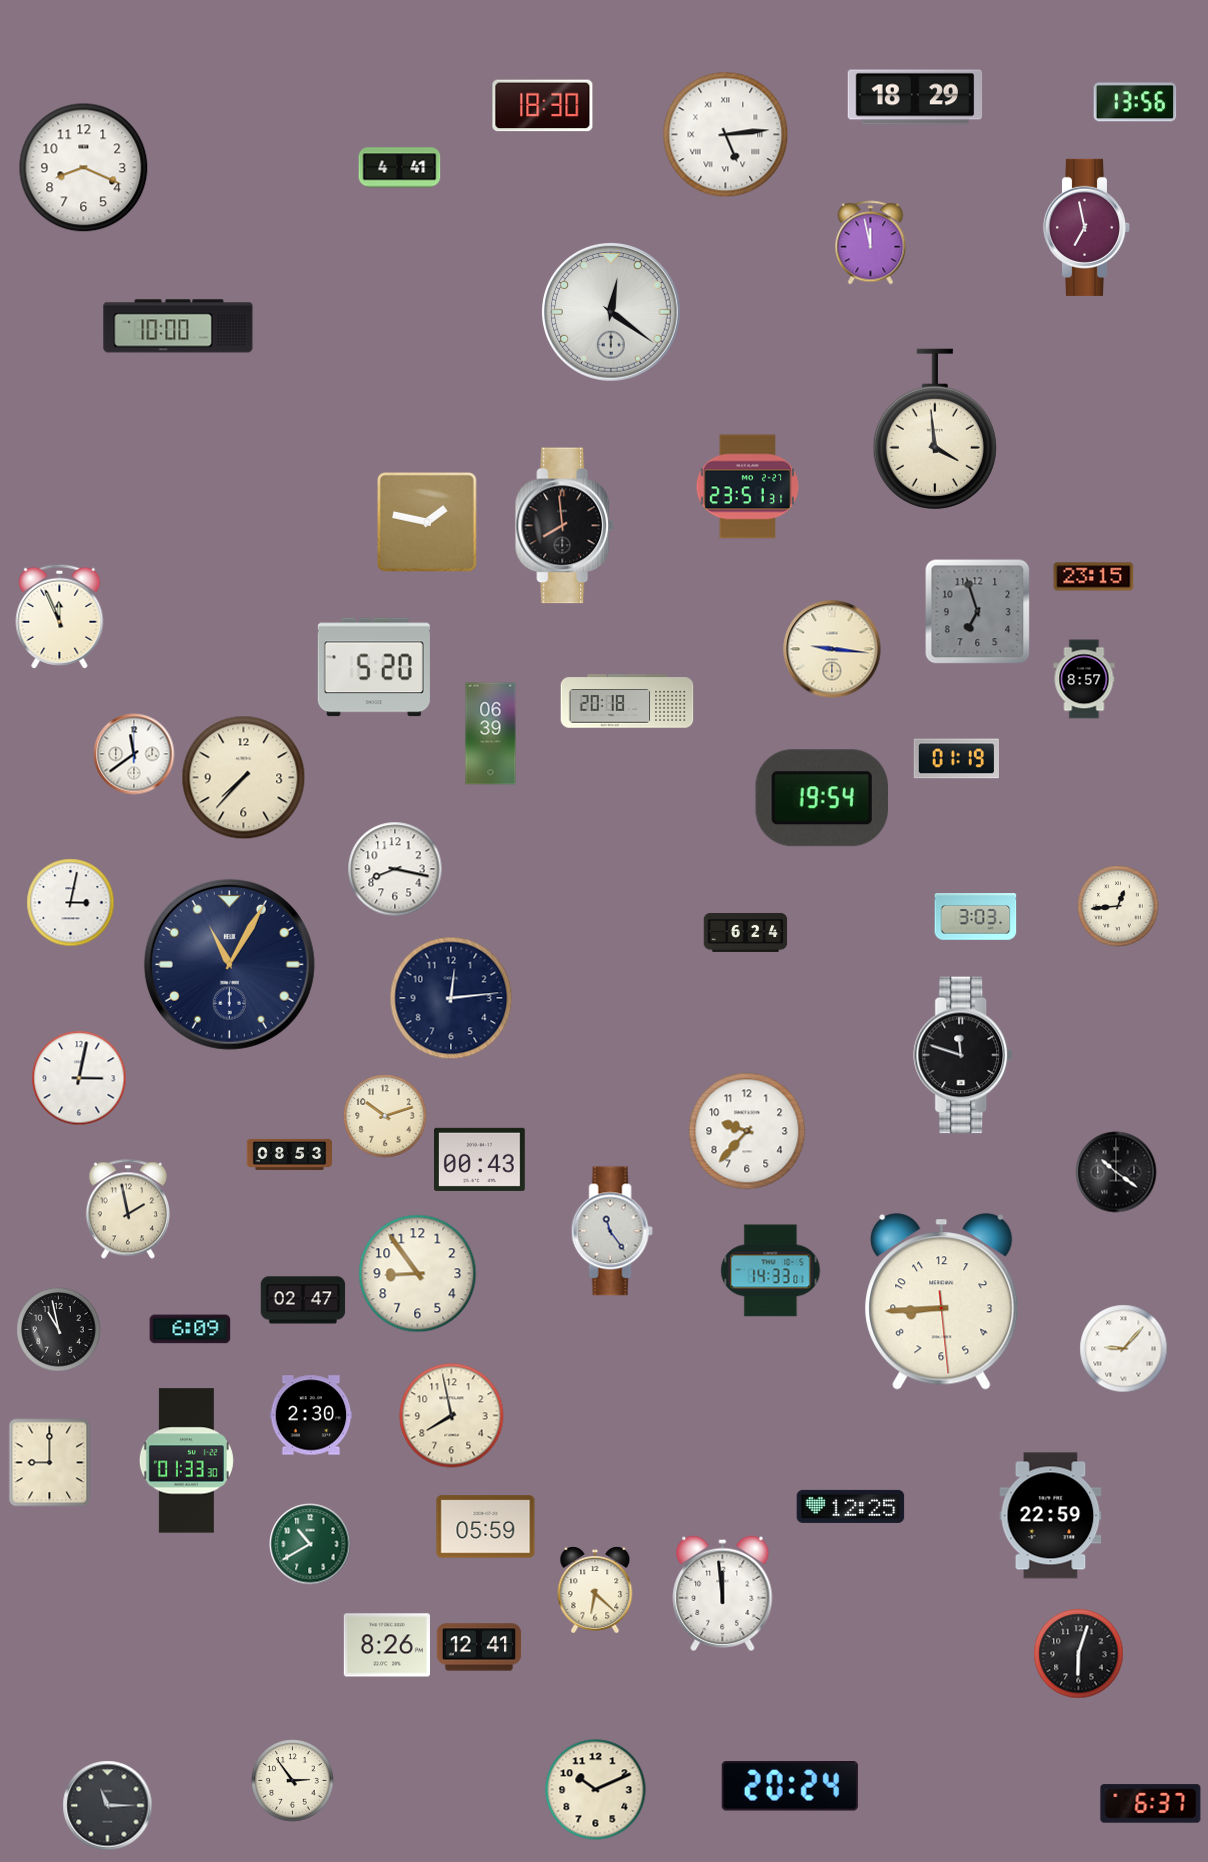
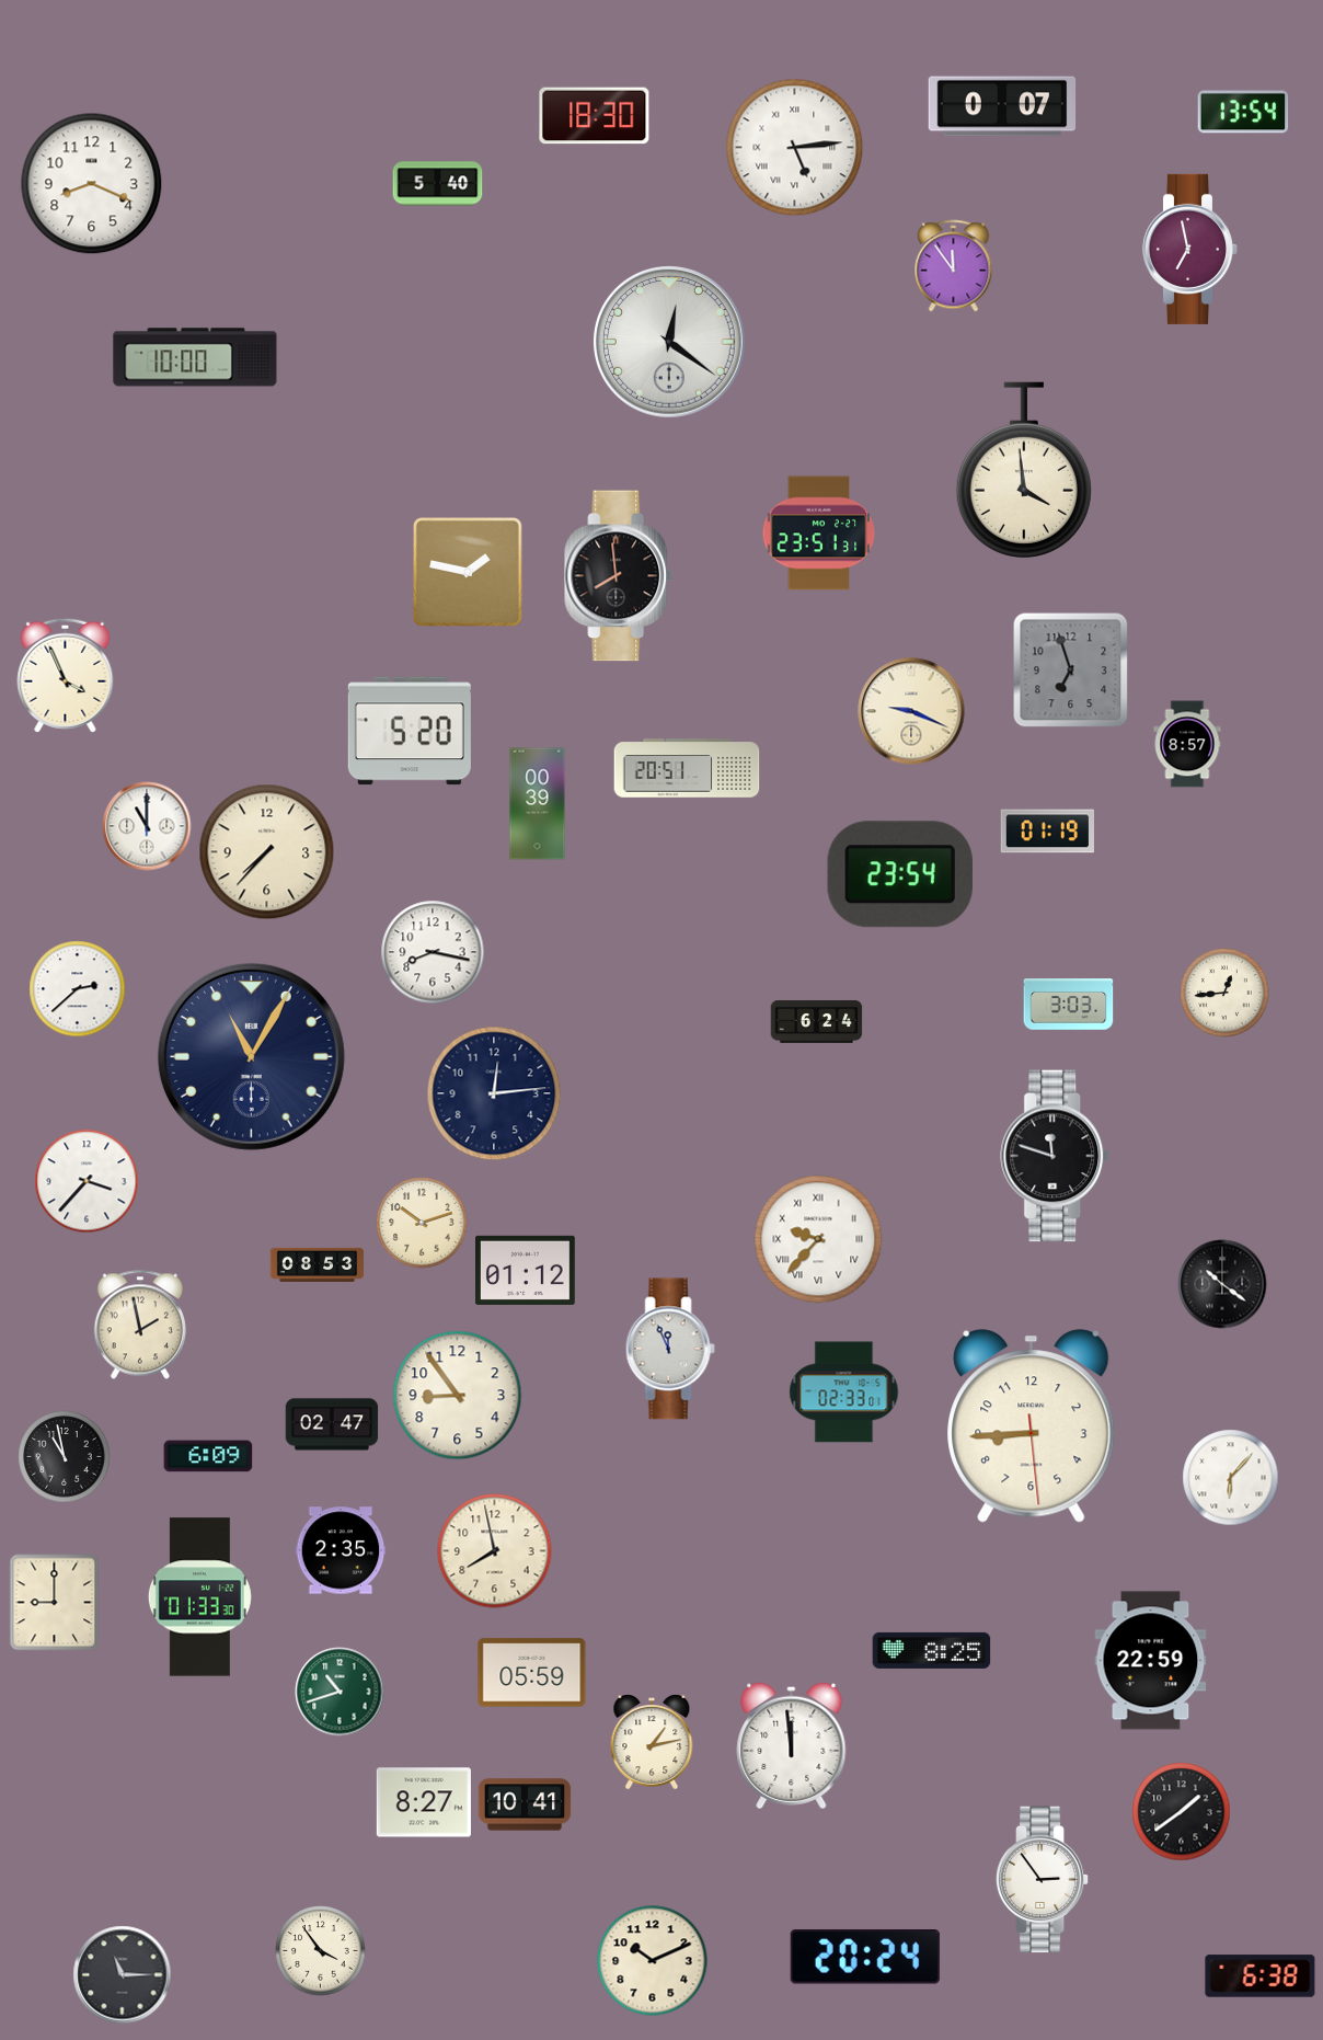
clock at (915, 97): 18:29 -> 0:07
clock at (1135, 102): 13:56 -> 13:54
clock at (400, 168): 4:41 -> 5:40
clock at (871, 243): 11:58 -> 11:54
clock at (1094, 577): 23:15 -> none
clock at (60, 616): 11:56 -> 3:56
clock at (832, 649): 9:16 -> 9:19
clock at (627, 701): 20:18 -> 20:51
clock at (491, 734): 06:39 -> 00:39
clock at (134, 754): 11:39 -> 11:00
clock at (822, 798): 19:54 -> 23:54
clock at (71, 903): 3:02 -> 2:38
clock at (79, 1078): 3:02 -> 3:37
clock at (747, 1131) numerals: Arabic -> Roman
clock at (480, 1159): 00:43 -> 01:12
clock at (612, 1231): 11:24 -> 11:56
clock at (771, 1271): 14:33 -> 02:33
clock at (1124, 1349): 9:07 -> 6:07
clock at (311, 1415): 2:30 -> 2:35
clock at (186, 1461) position: (186, 1461) -> (199, 1597)
clock at (851, 1506): 12:25 -> 8:25
clock at (310, 1544): 10:40 -> 10:42
clock at (595, 1590): 6:22 -> 1:13
clock at (387, 1645): 8:26 -> 8:27
clock at (479, 1647): 12:41 -> 10:41
clock at (1079, 1654): 6:03 -> 1:39
clock at (1043, 1880): none -> 2:54
clock at (293, 1781): 2:54 -> 3:54
clock at (1151, 1804): 6:37 -> 6:38
clock at (108, 1806) position: (108, 1806) -> (123, 1975)
